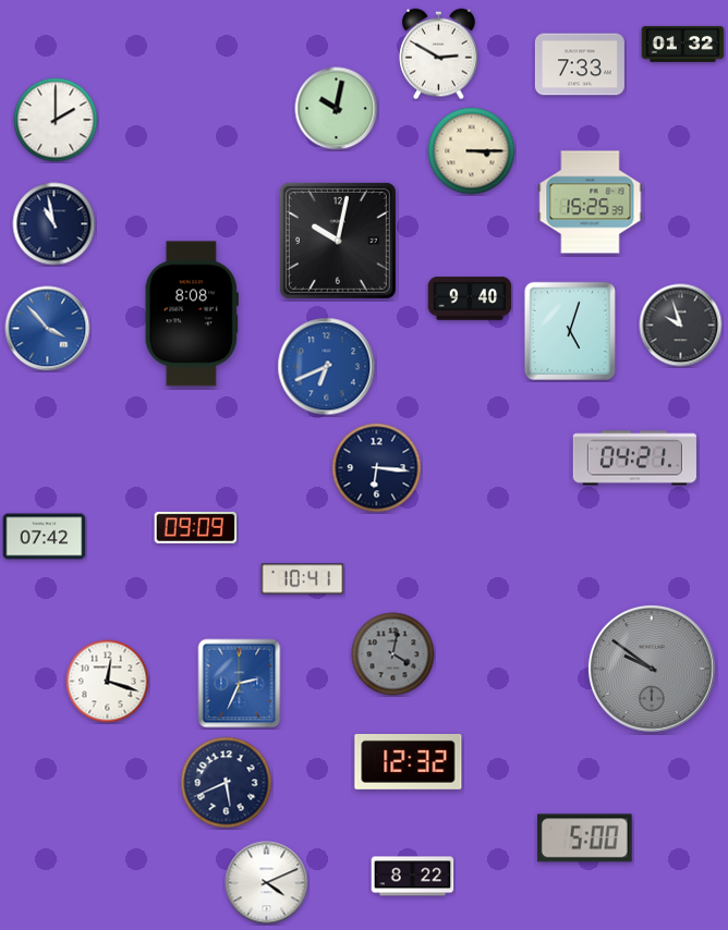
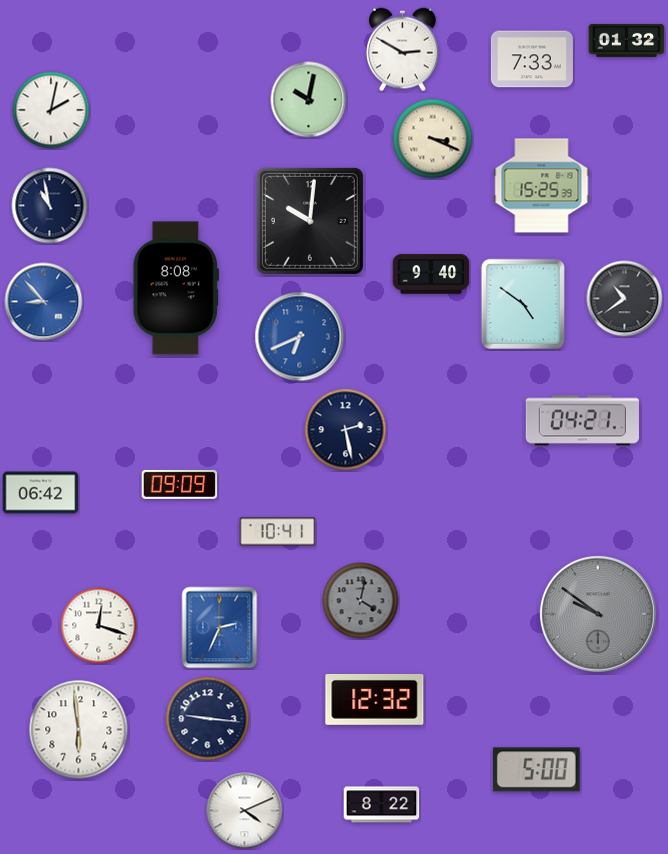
clock at (56, 120): 2:00 -> 2:02
clock at (472, 151): 3:15 -> 3:19
clock at (338, 241): 10:02 -> 10:01
clock at (681, 326): 9:57 -> 10:39
clock at (48, 329): 3:53 -> 8:53
clock at (570, 330): 5:03 -> 4:51
clock at (377, 468): 6:16 -> 2:28
clock at (45, 537): 07:42 -> 06:42
clock at (227, 783): 5:41 -> 9:16
clock at (79, 730): none -> 5:59
clock at (413, 877) position: (413, 877) -> (382, 805)
